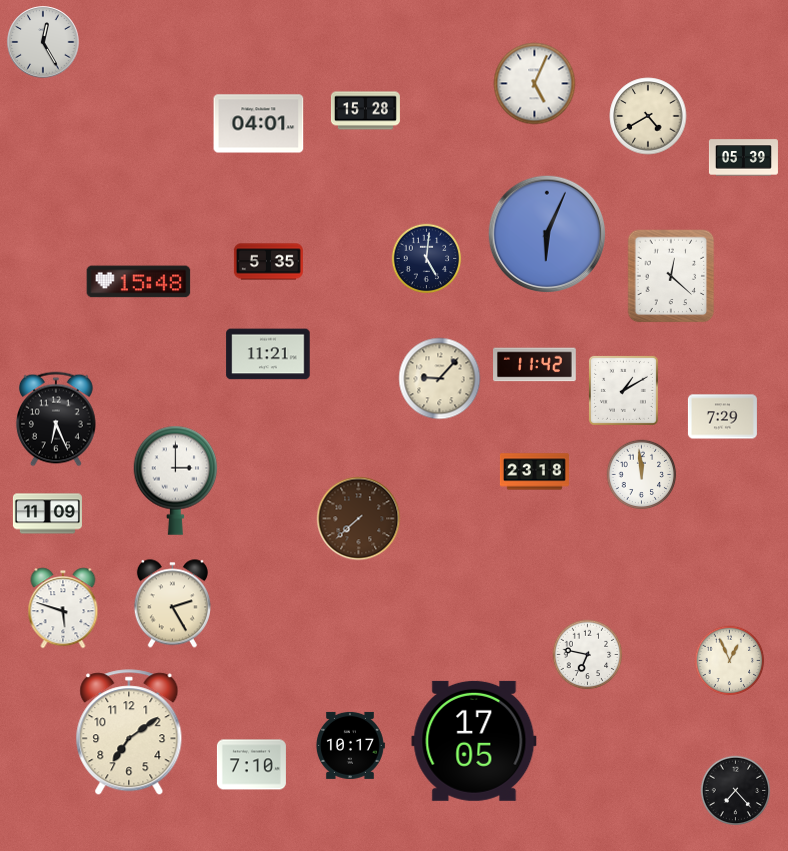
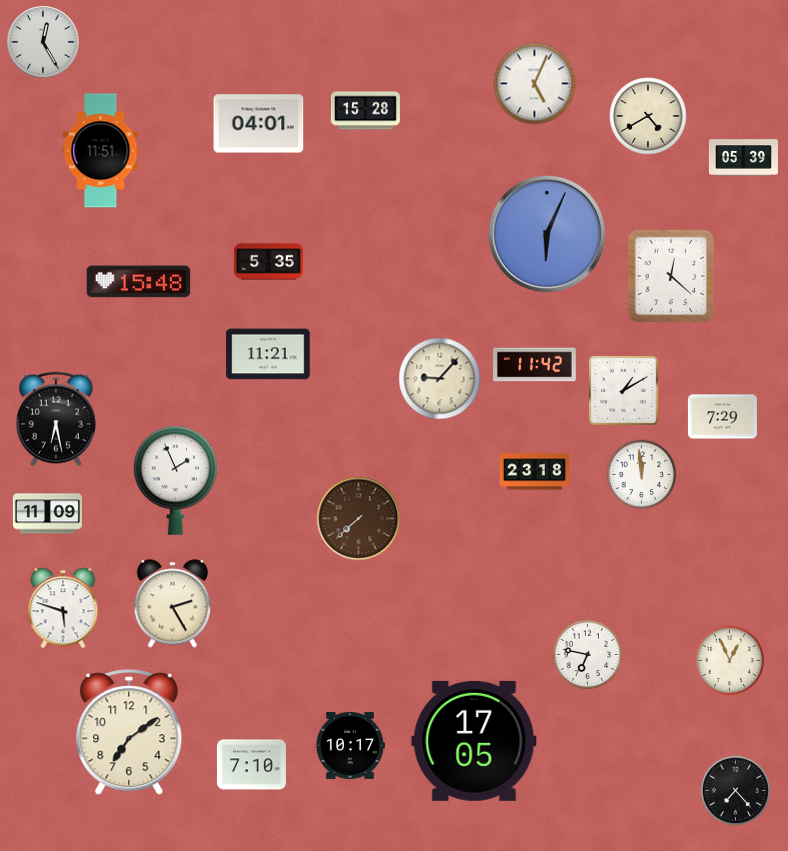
clock at (101, 151): none -> 11:51
clock at (427, 259): 5:01 -> none
clock at (56, 419): 6:26 -> 6:28
clock at (176, 480): 3:00 -> 1:56
